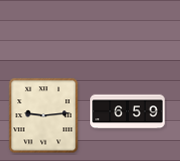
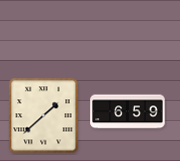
clock at (44, 116): 9:14 -> 1:38
